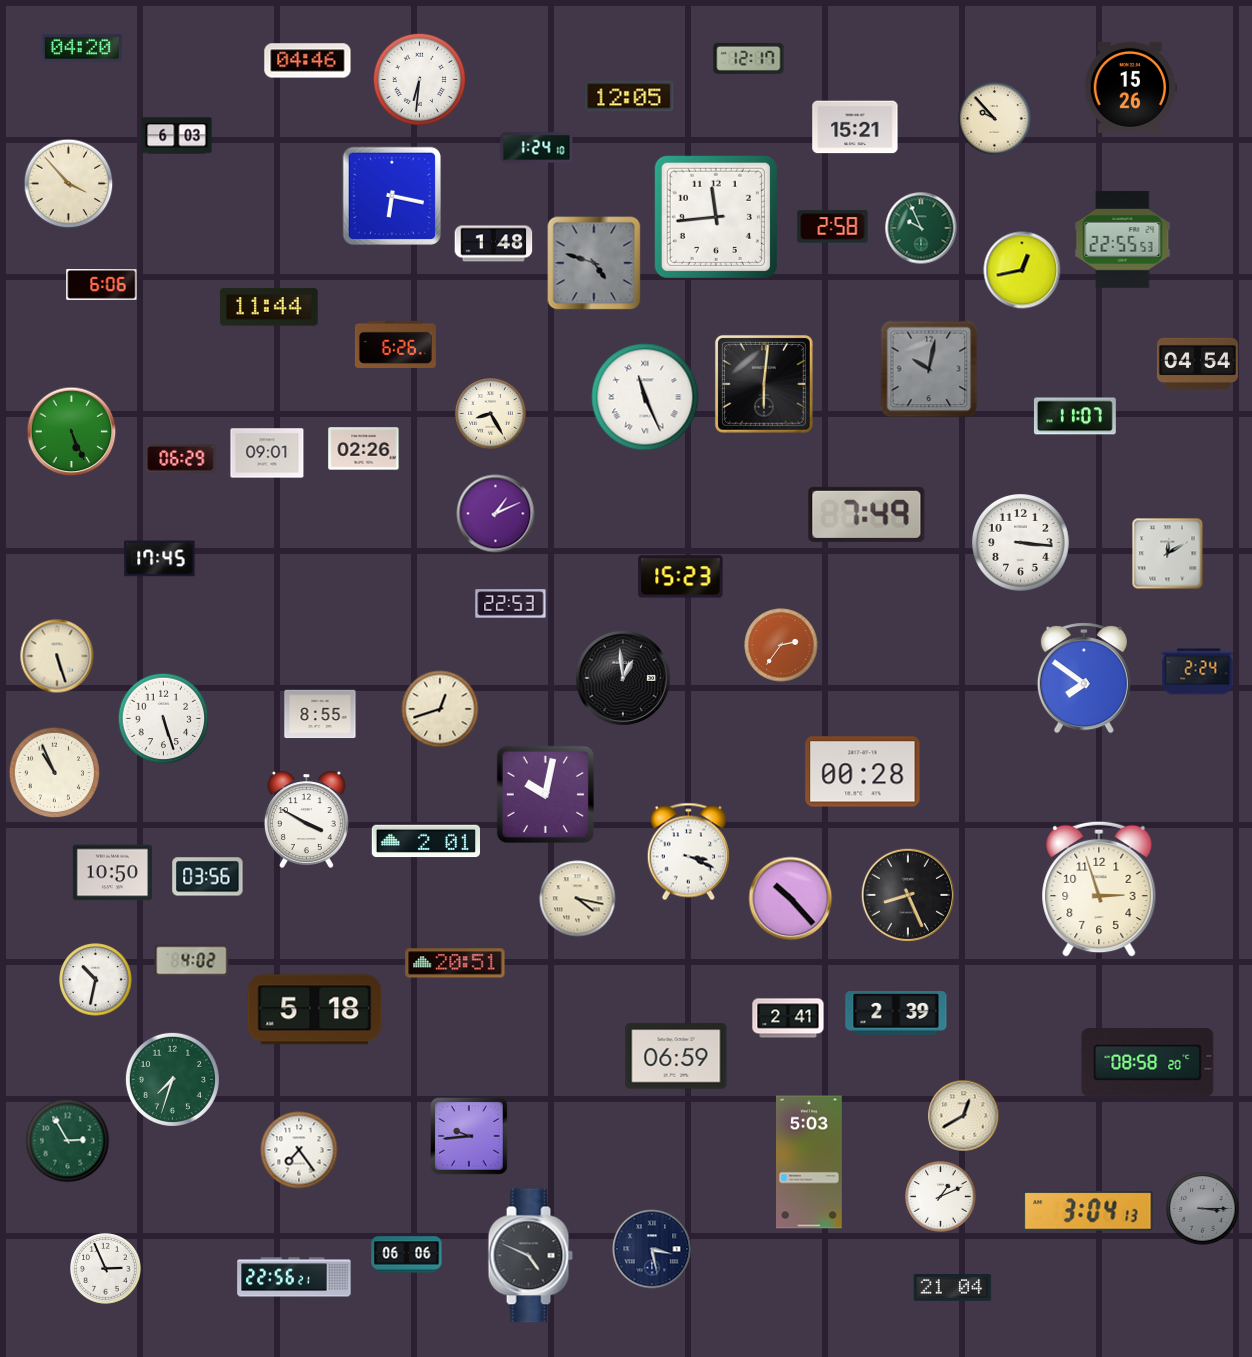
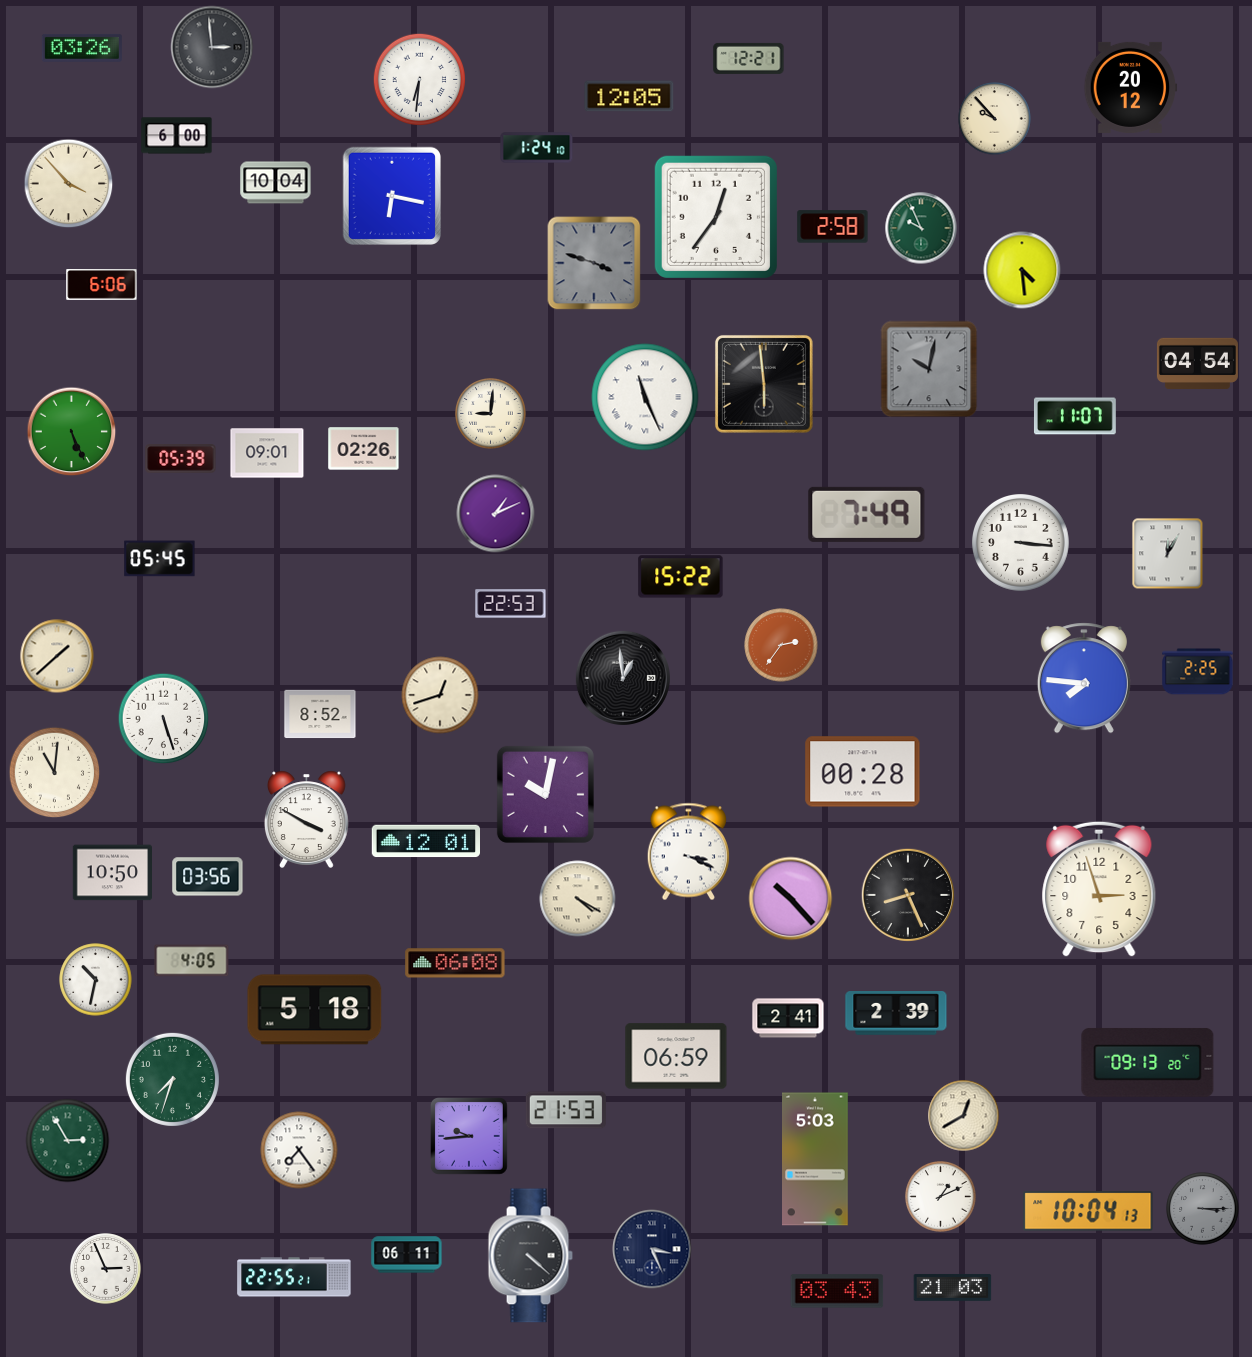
clock at (212, 47): none -> 2:59
clock at (82, 48): 04:20 -> 03:26
clock at (749, 58): 12:17 -> 12:21
clock at (308, 61): 04:46 -> none
clock at (1131, 87): 15:26 -> 20:12
clock at (855, 127): 15:21 -> none
clock at (177, 136): 6:03 -> 6:00
clock at (276, 183): none -> 10:04
clock at (716, 217): 11:44 -> 12:36
clock at (1123, 239): 22:55 -> none
clock at (494, 244): 1:48 -> none
clock at (594, 263): 4:48 -> 3:48
clock at (1022, 270): 12:43 -> 4:29
clock at (269, 307): 11:44 -> none
clock at (395, 344): 6:26 -> none
clock at (764, 384): 6:01 -> 5:59
clock at (491, 414): 8:25 -> 9:01
clock at (181, 459): 06:29 -> 05:39
clock at (1168, 554): 12:10 -> 12:05
clock at (160, 559): 17:45 -> 05:45
clock at (681, 577): 15:23 -> 15:22
clock at (57, 656): 5:27 -> 1:38
clock at (1198, 672): 2:24 -> 2:25
clock at (1084, 678): 7:51 -> 7:46
clock at (440, 709) position: (440, 709) -> (440, 695)
clock at (320, 714): 8:55 -> 8:52
clock at (55, 773): 10:56 -> 11:01
clock at (425, 841): 2:01 -> 12:01
clock at (578, 899): 4:17 -> 4:20
clock at (192, 961): 4:02 -> 4:05
clock at (455, 963): 20:51 -> 06:08
clock at (1148, 1062): 08:58 -> 09:13
clock at (566, 1110): none -> 21:53
clock at (810, 1162) position: (810, 1162) -> (816, 1159)
clock at (1088, 1211): 3:04 -> 10:04
clock at (652, 1249): 3:28 -> 3:26
clock at (407, 1255): 06:06 -> 06:11
clock at (530, 1256): 4:49 -> 4:22
clock at (294, 1277): 22:56 -> 22:55
clock at (953, 1287): 21:04 -> 21:03
clock at (837, 1291): none -> 03:43
